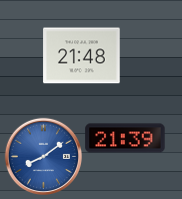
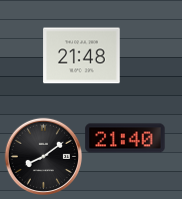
clock at (125, 138): 21:39 -> 21:40
clock at (43, 156) dial: blue -> black
